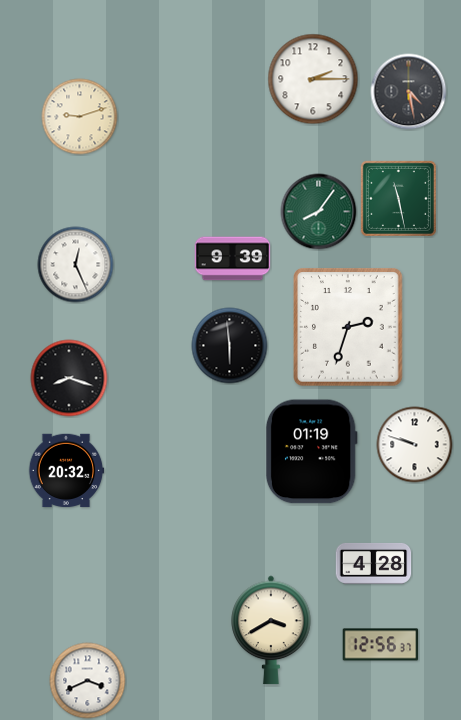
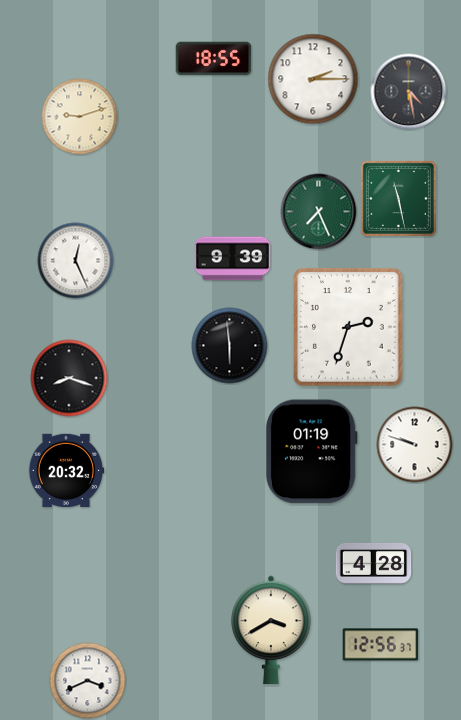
clock at (214, 59): none -> 18:55
clock at (319, 212): 8:06 -> 7:26
clock at (76, 265) position: (76, 265) -> (76, 261)
